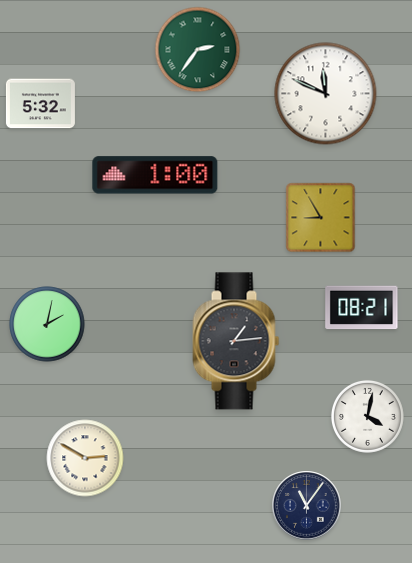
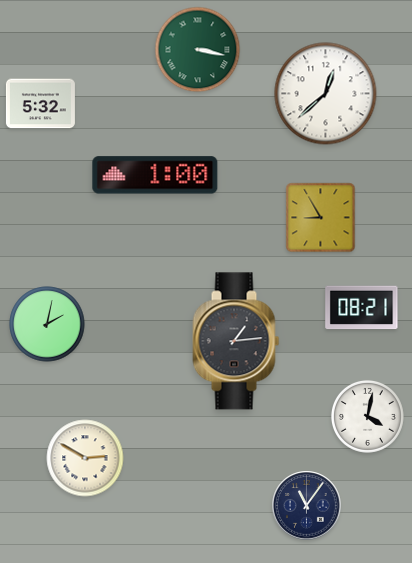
clock at (198, 50): 2:36 -> 3:17
clock at (326, 94): 11:49 -> 12:38
